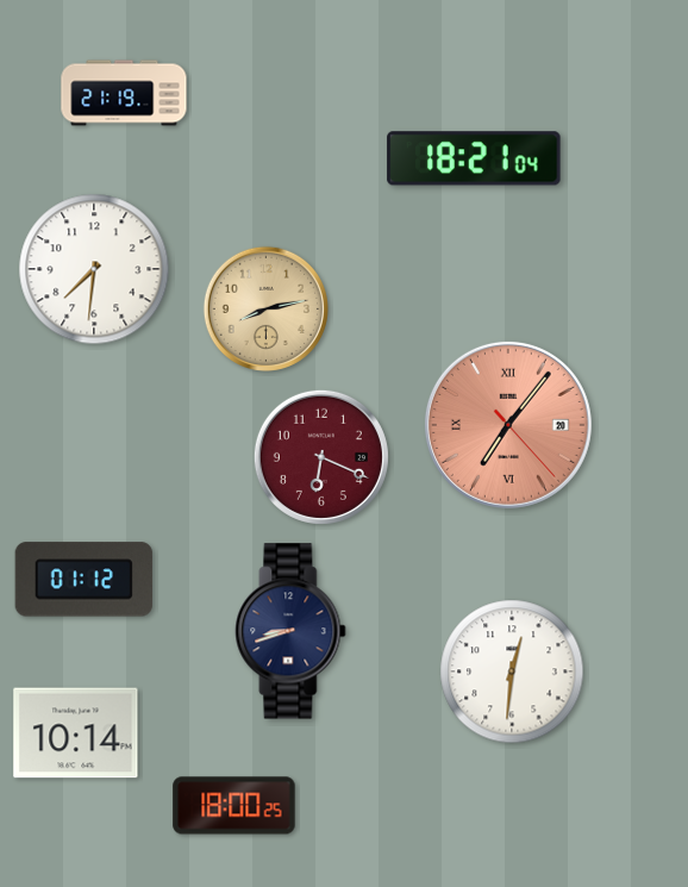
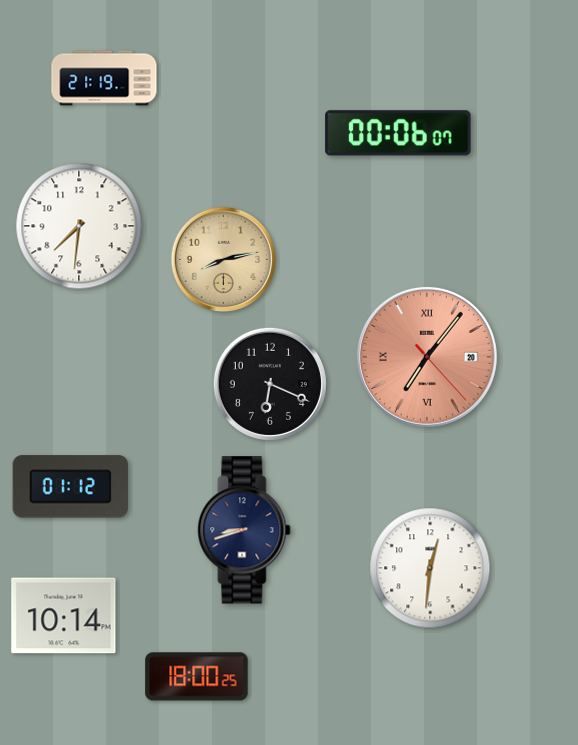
clock at (474, 158): 18:21 -> 00:06
clock at (321, 457) dial: burgundy -> black
clock at (512, 672) position: (512, 672) -> (430, 568)
